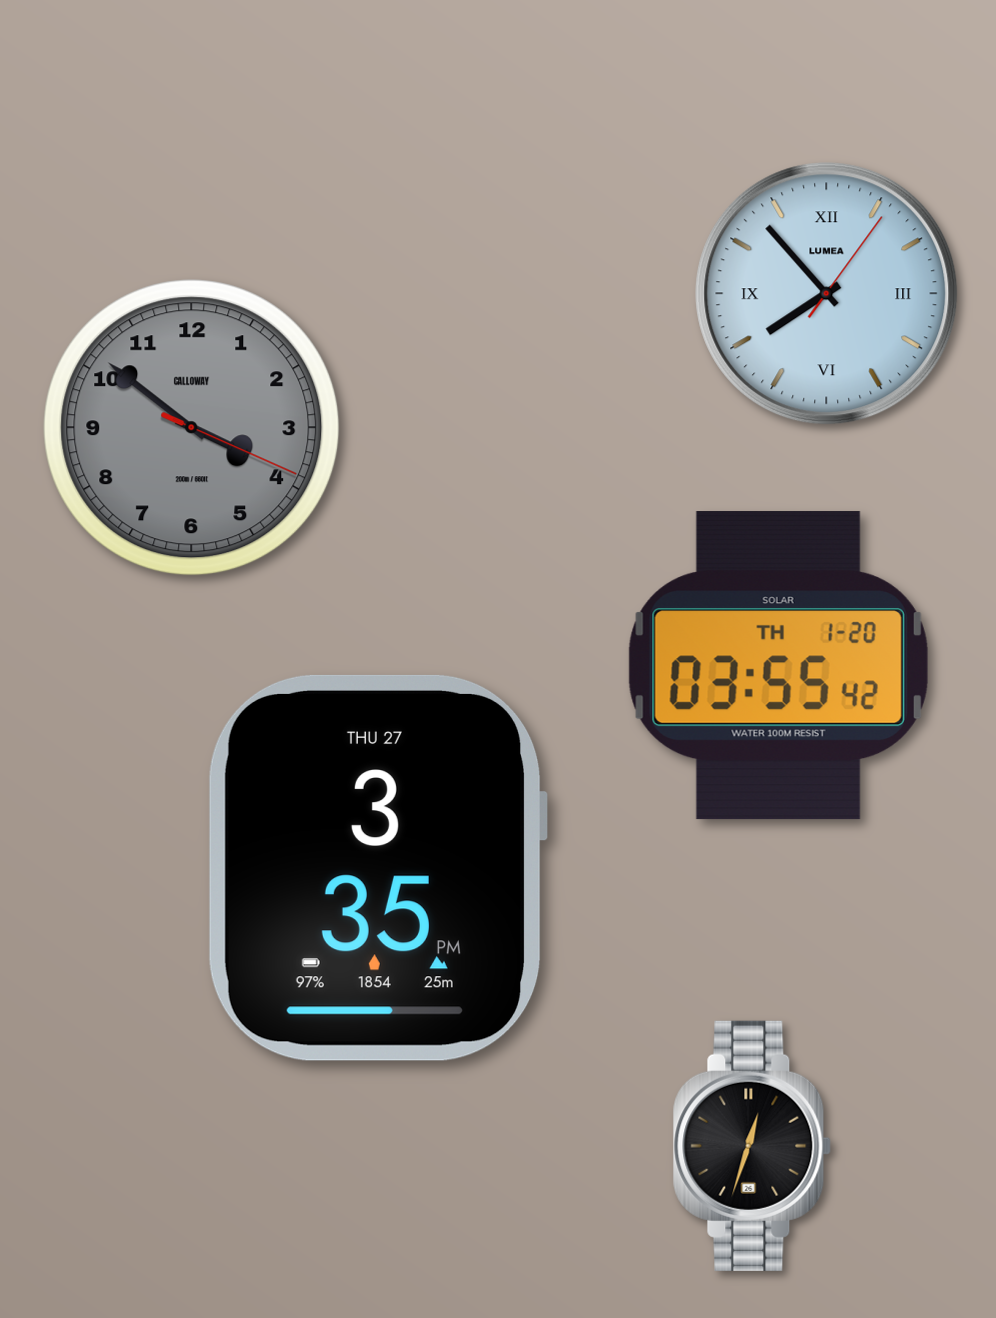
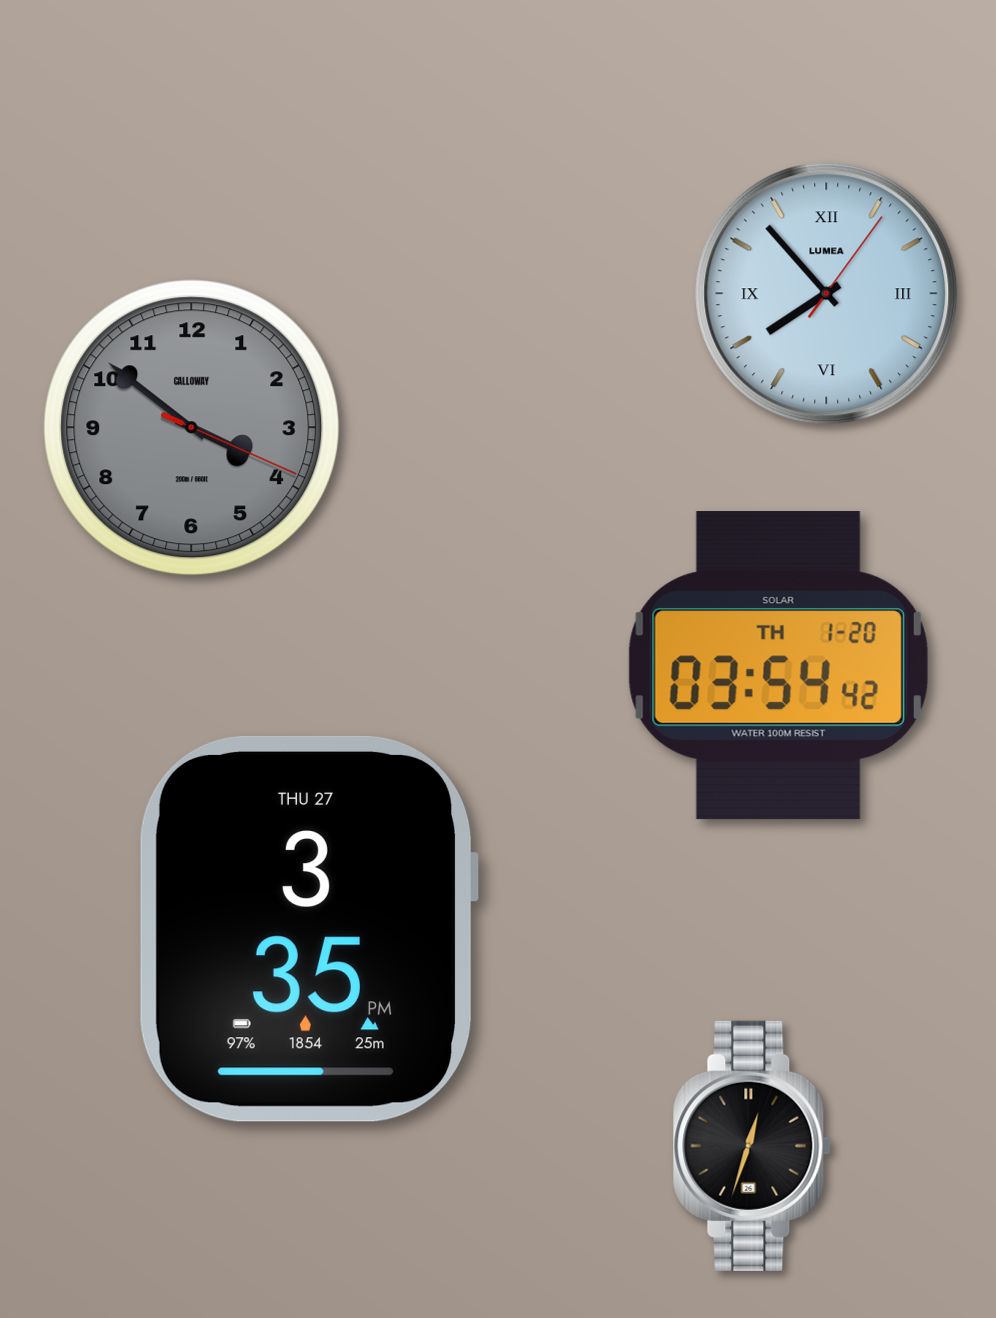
clock at (778, 666): 03:55 -> 03:54
clock at (378, 868) position: (378, 868) -> (309, 929)
